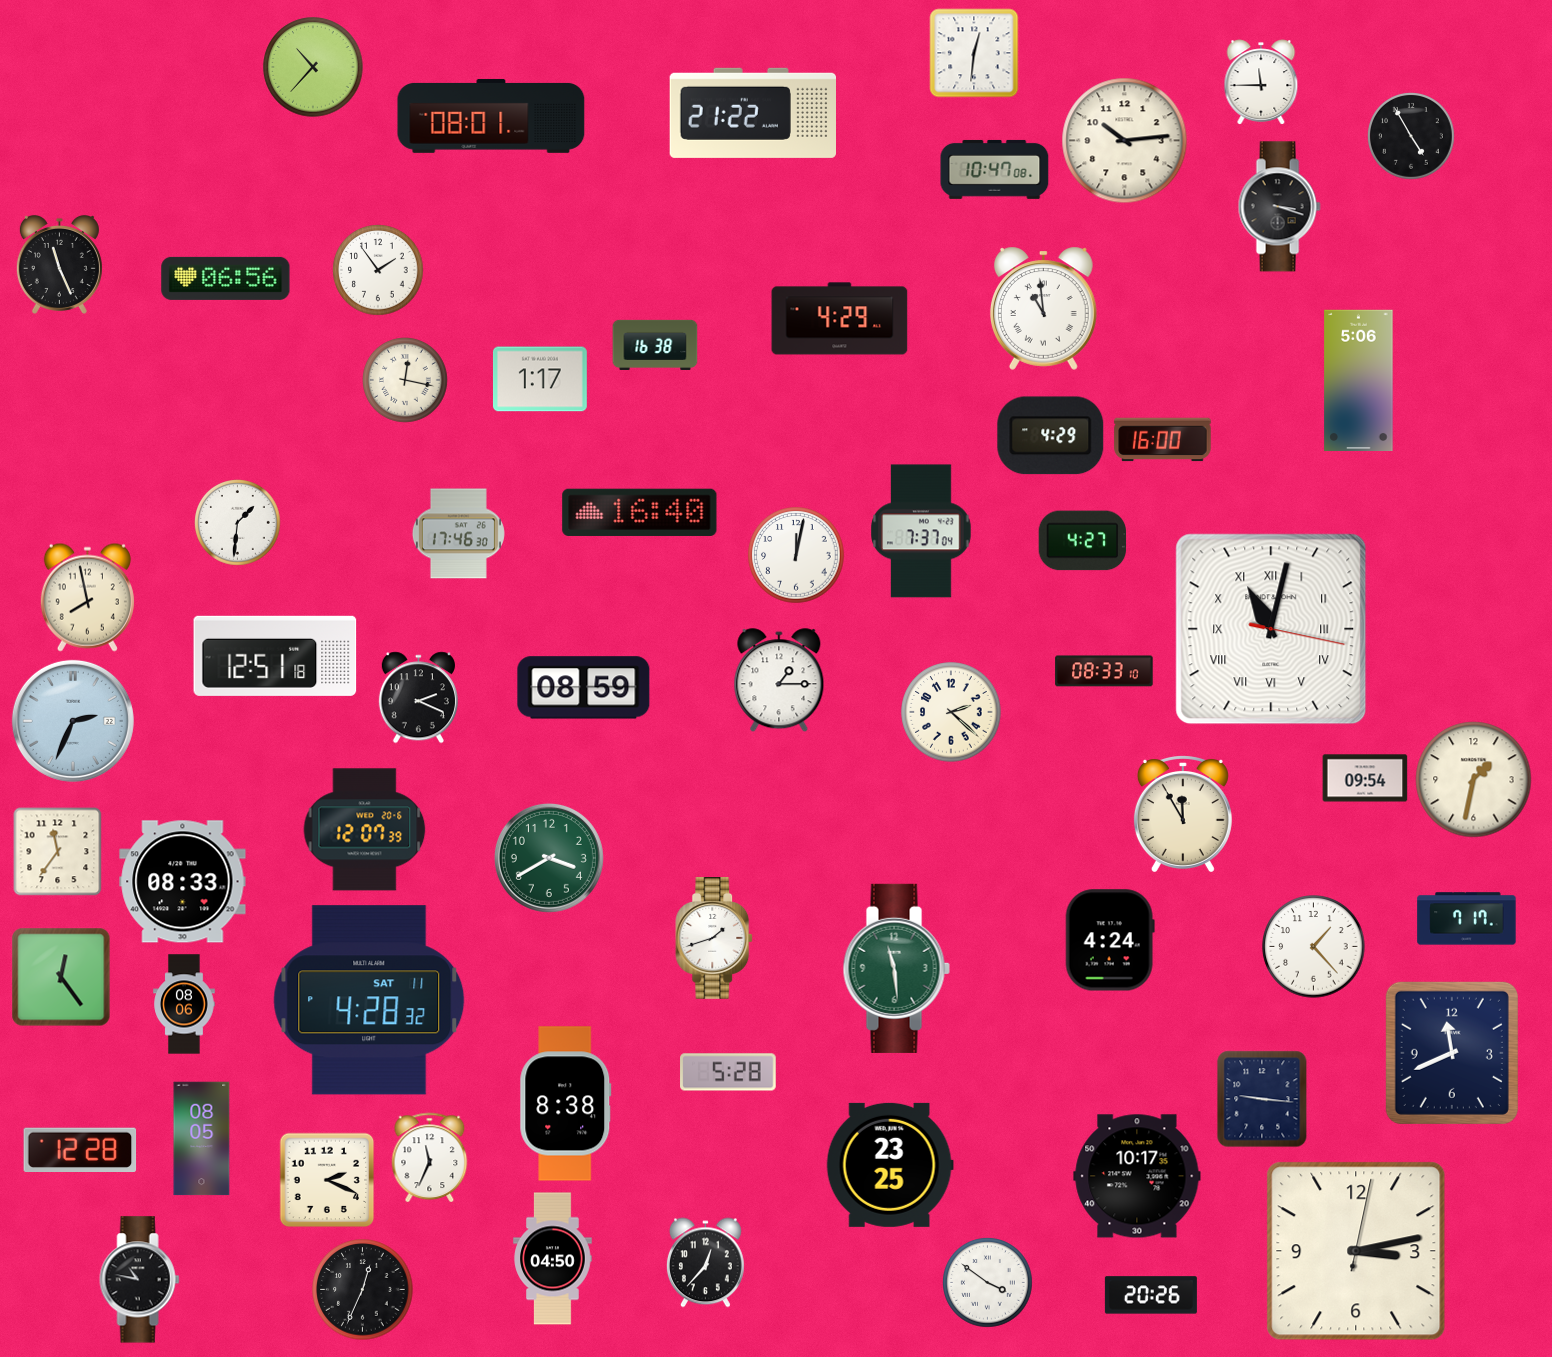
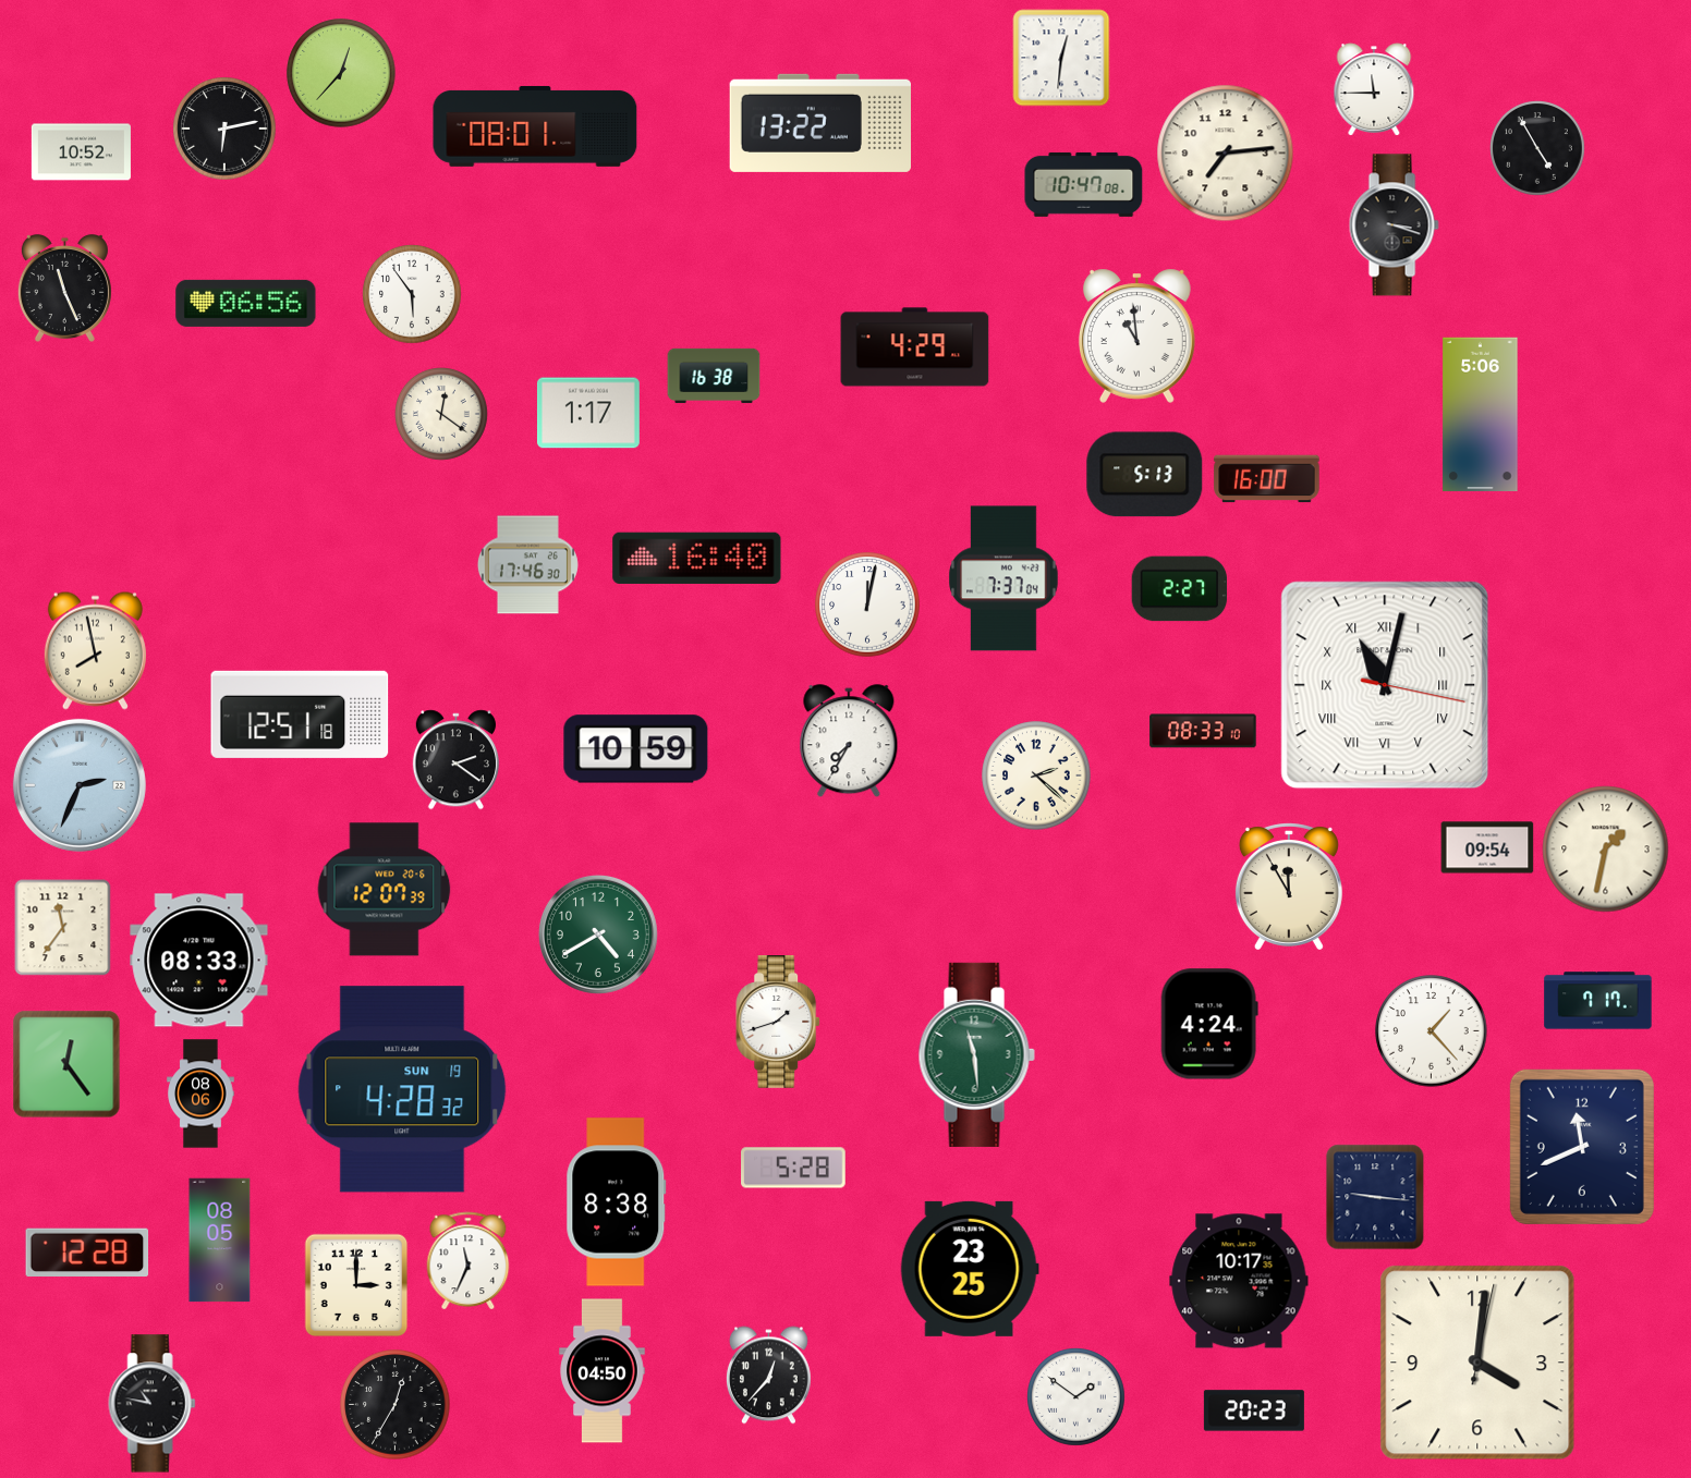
clock at (313, 67): 10:37 -> 12:37
clock at (752, 113): 21:22 -> 13:22
clock at (224, 129): none -> 6:13
clock at (81, 152): none -> 10:52
clock at (1125, 141): 10:14 -> 7:14
clock at (378, 270): 1:54 -> 5:54
clock at (406, 381): 12:17 -> 12:21
clock at (1051, 436): 4:29 -> 5:13
clock at (238, 523): 1:31 -> none
clock at (458, 534) position: (458, 534) -> (527, 565)
clock at (1083, 541): 4:27 -> 2:27
clock at (779, 681): 1:15 -> 7:35
clock at (584, 688): 08:59 -> 10:59
clock at (418, 698): 2:19 -> 2:21
clock at (365, 830) position: (365, 830) -> (385, 890)
clock at (549, 858): 3:40 -> 4:40
clock at (369, 1000) date: SAT 11 -> SUN 19
clock at (327, 1180): 2:19 -> 3:00
clock at (1356, 1251): 3:13 -> 4:01
clock at (140, 1280) position: (140, 1280) -> (153, 1404)
clock at (988, 1283): 3:51 -> 1:51
clock at (363, 1290): 12:34 -> 12:35
clock at (1151, 1295): 20:26 -> 20:23
